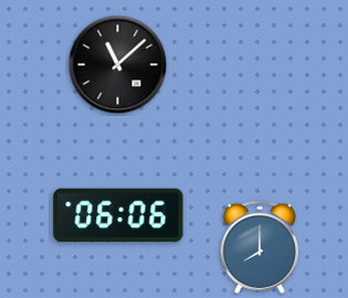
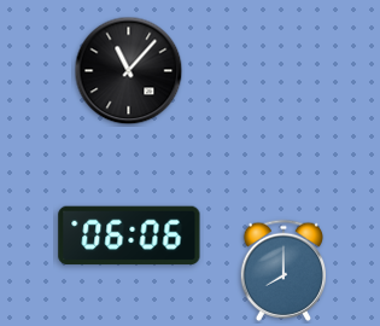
clock at (118, 65): 11:08 -> 11:07
